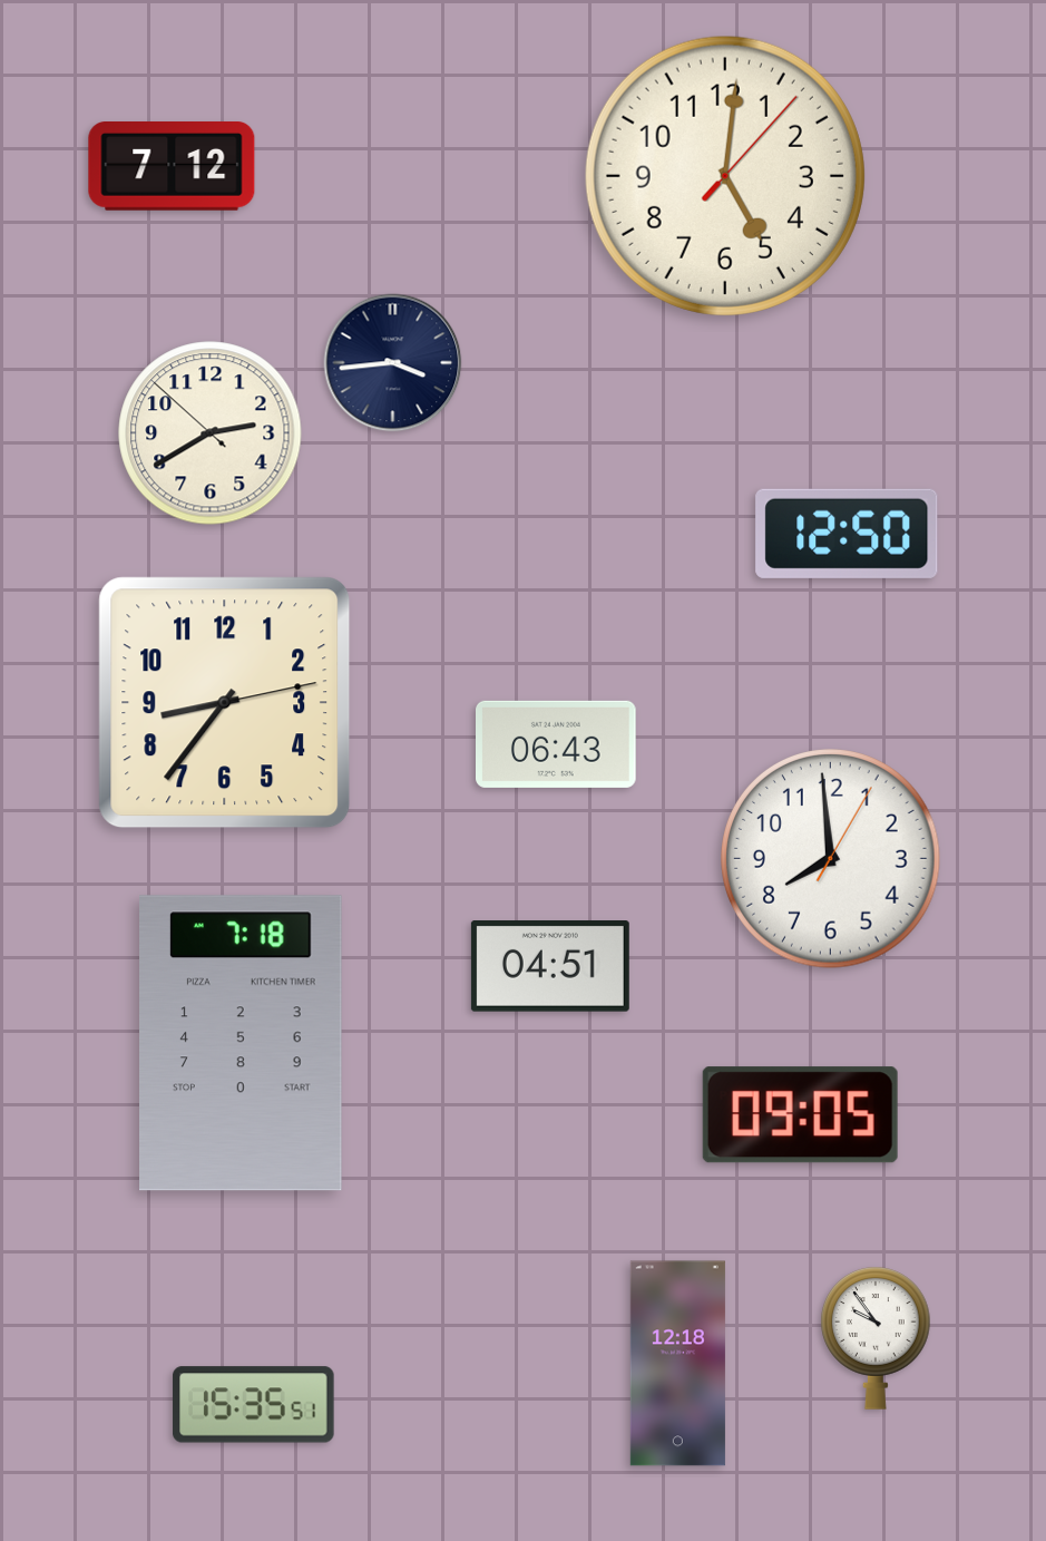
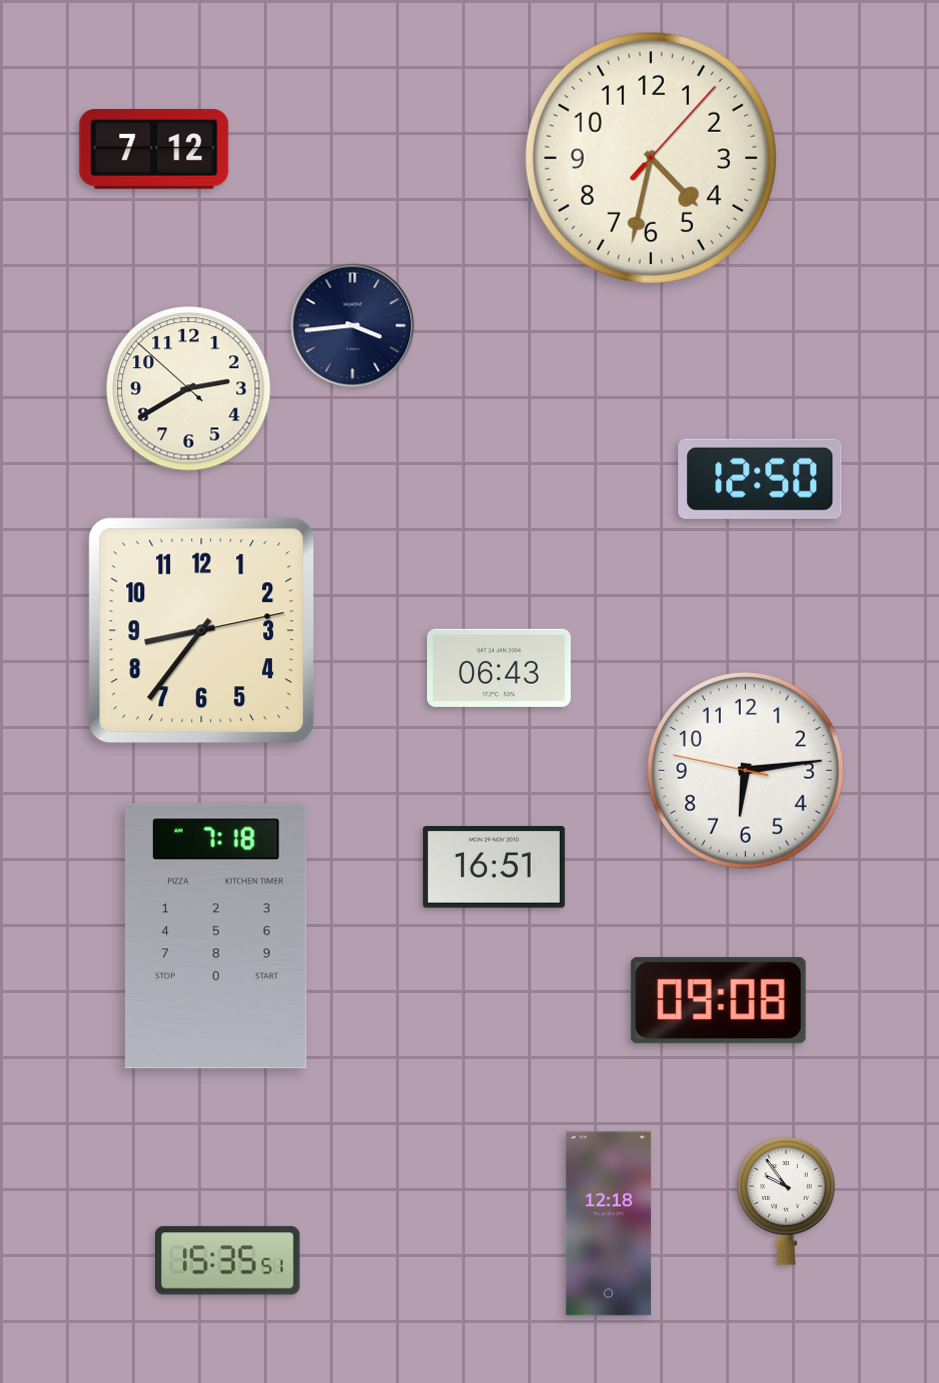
clock at (725, 176): 5:01 -> 4:32
clock at (831, 859): 7:59 -> 6:13
clock at (550, 967): 04:51 -> 16:51
clock at (800, 1115): 09:05 -> 09:08
